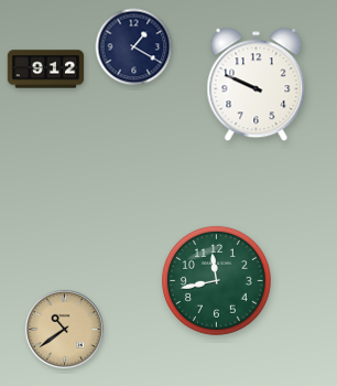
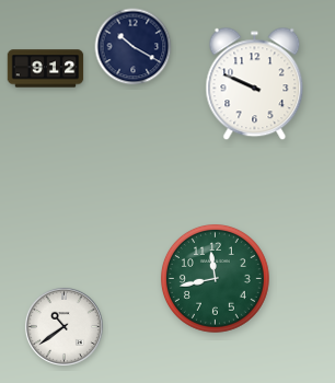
clock at (134, 47): 1:20 -> 10:20
clock at (64, 329) dial: champagne -> white
